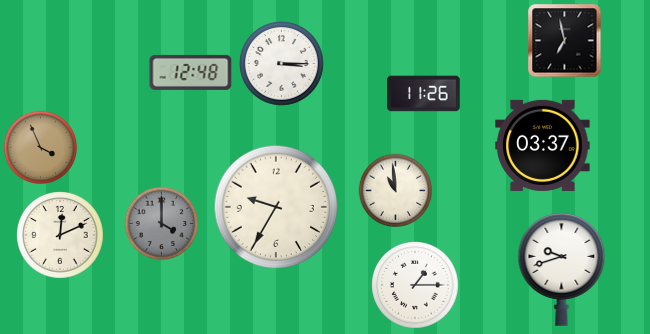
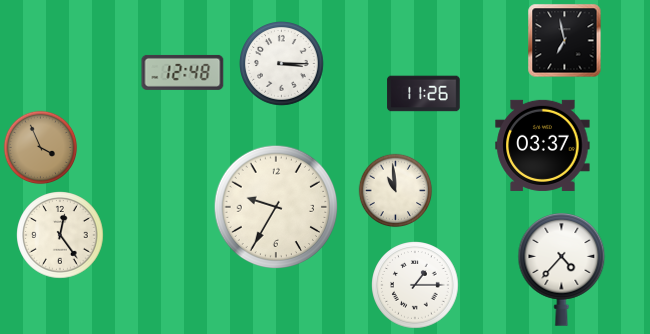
clock at (191, 72) position: (191, 72) -> (183, 72)
clock at (162, 224): 4:00 -> none
clock at (60, 235): 12:11 -> 12:24
clock at (562, 270): 9:42 -> 4:37
